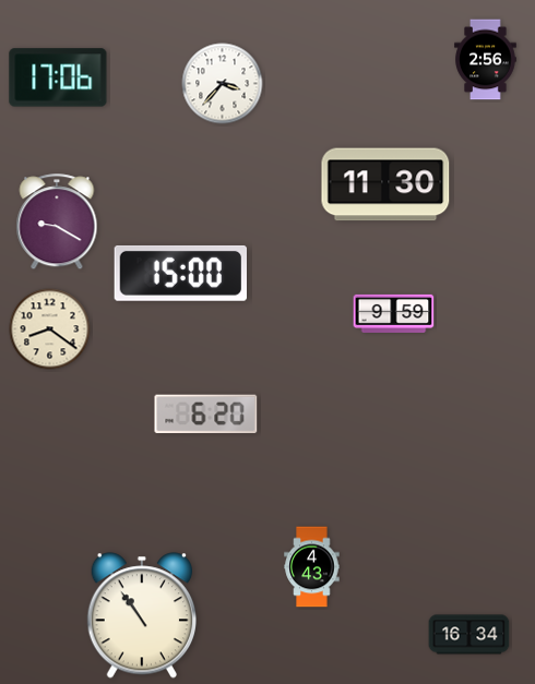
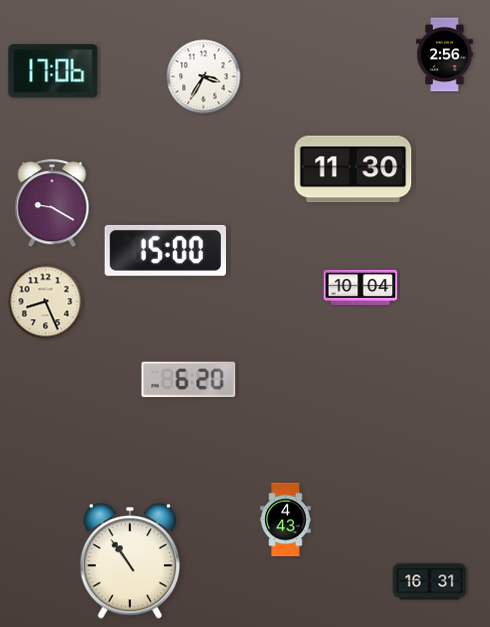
clock at (223, 84): 3:37 -> 3:35
clock at (394, 313): 9:59 -> 10:04
clock at (50, 329): 8:21 -> 8:26
clock at (141, 615) position: (141, 615) -> (129, 561)
clock at (469, 635): 16:34 -> 16:31
